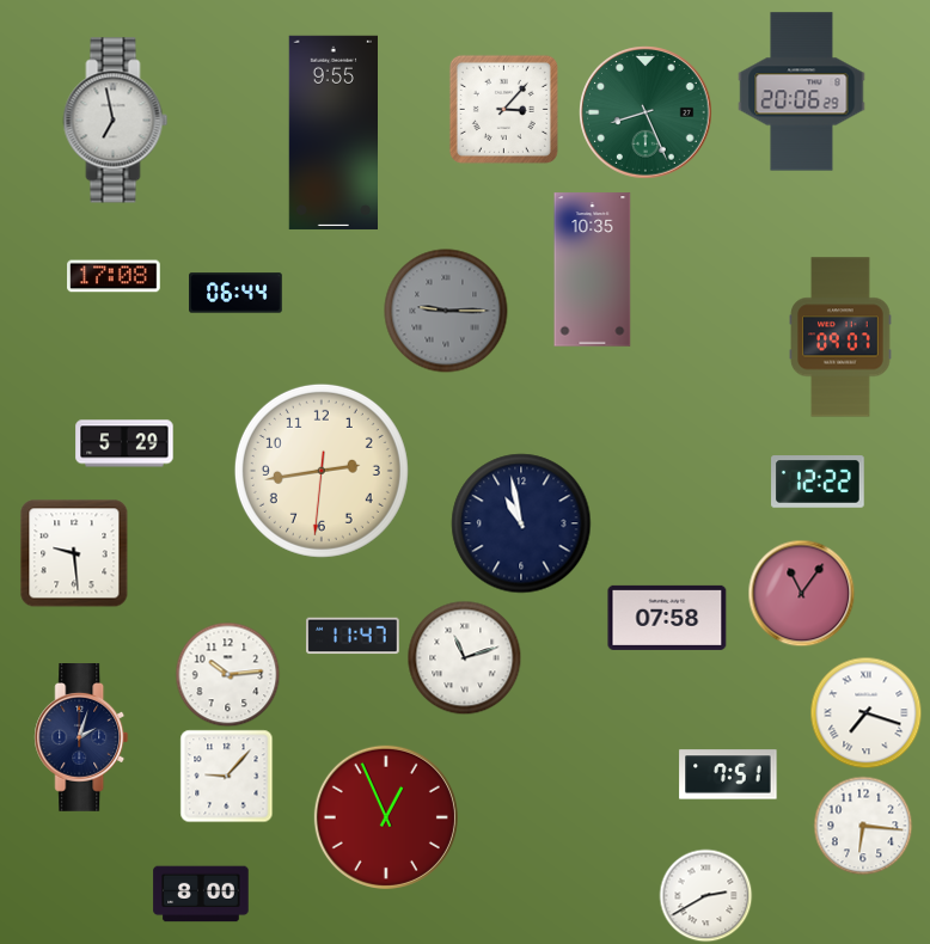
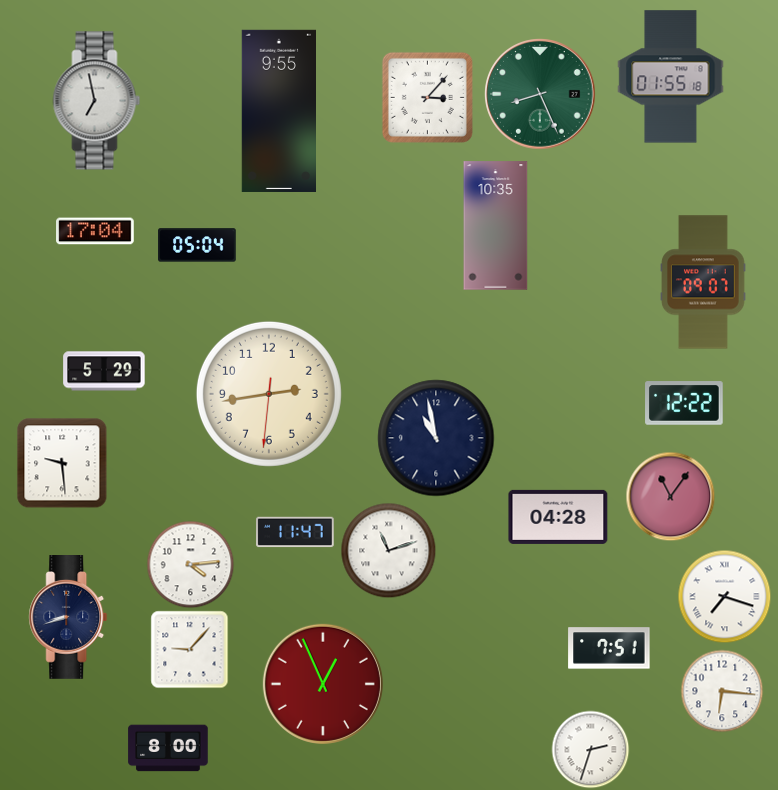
clock at (802, 92): 20:06 -> 01:55
clock at (503, 109) position: (503, 109) -> (427, 97)
clock at (114, 276): 17:08 -> 17:04
clock at (235, 293): 06:44 -> 05:04
clock at (446, 311): 9:15 -> none
clock at (667, 618): 07:58 -> 04:28
clock at (227, 674): 10:14 -> 4:14
clock at (81, 738): 2:03 -> 8:42
clock at (705, 895): 2:40 -> 2:33
